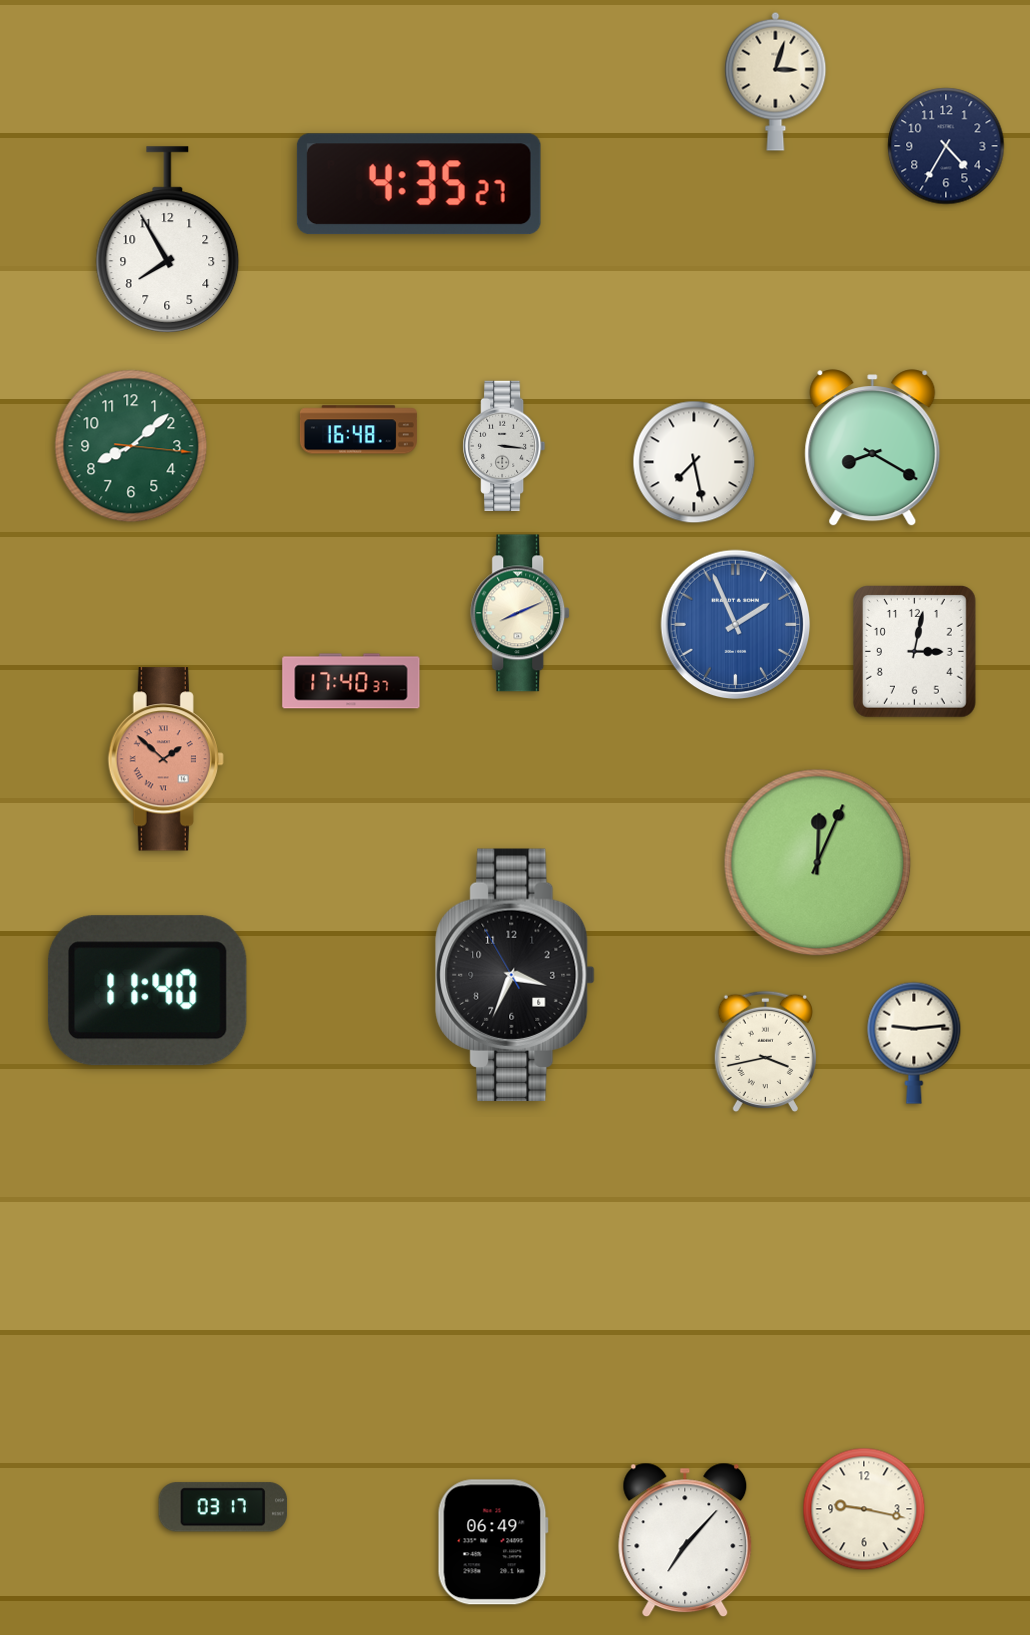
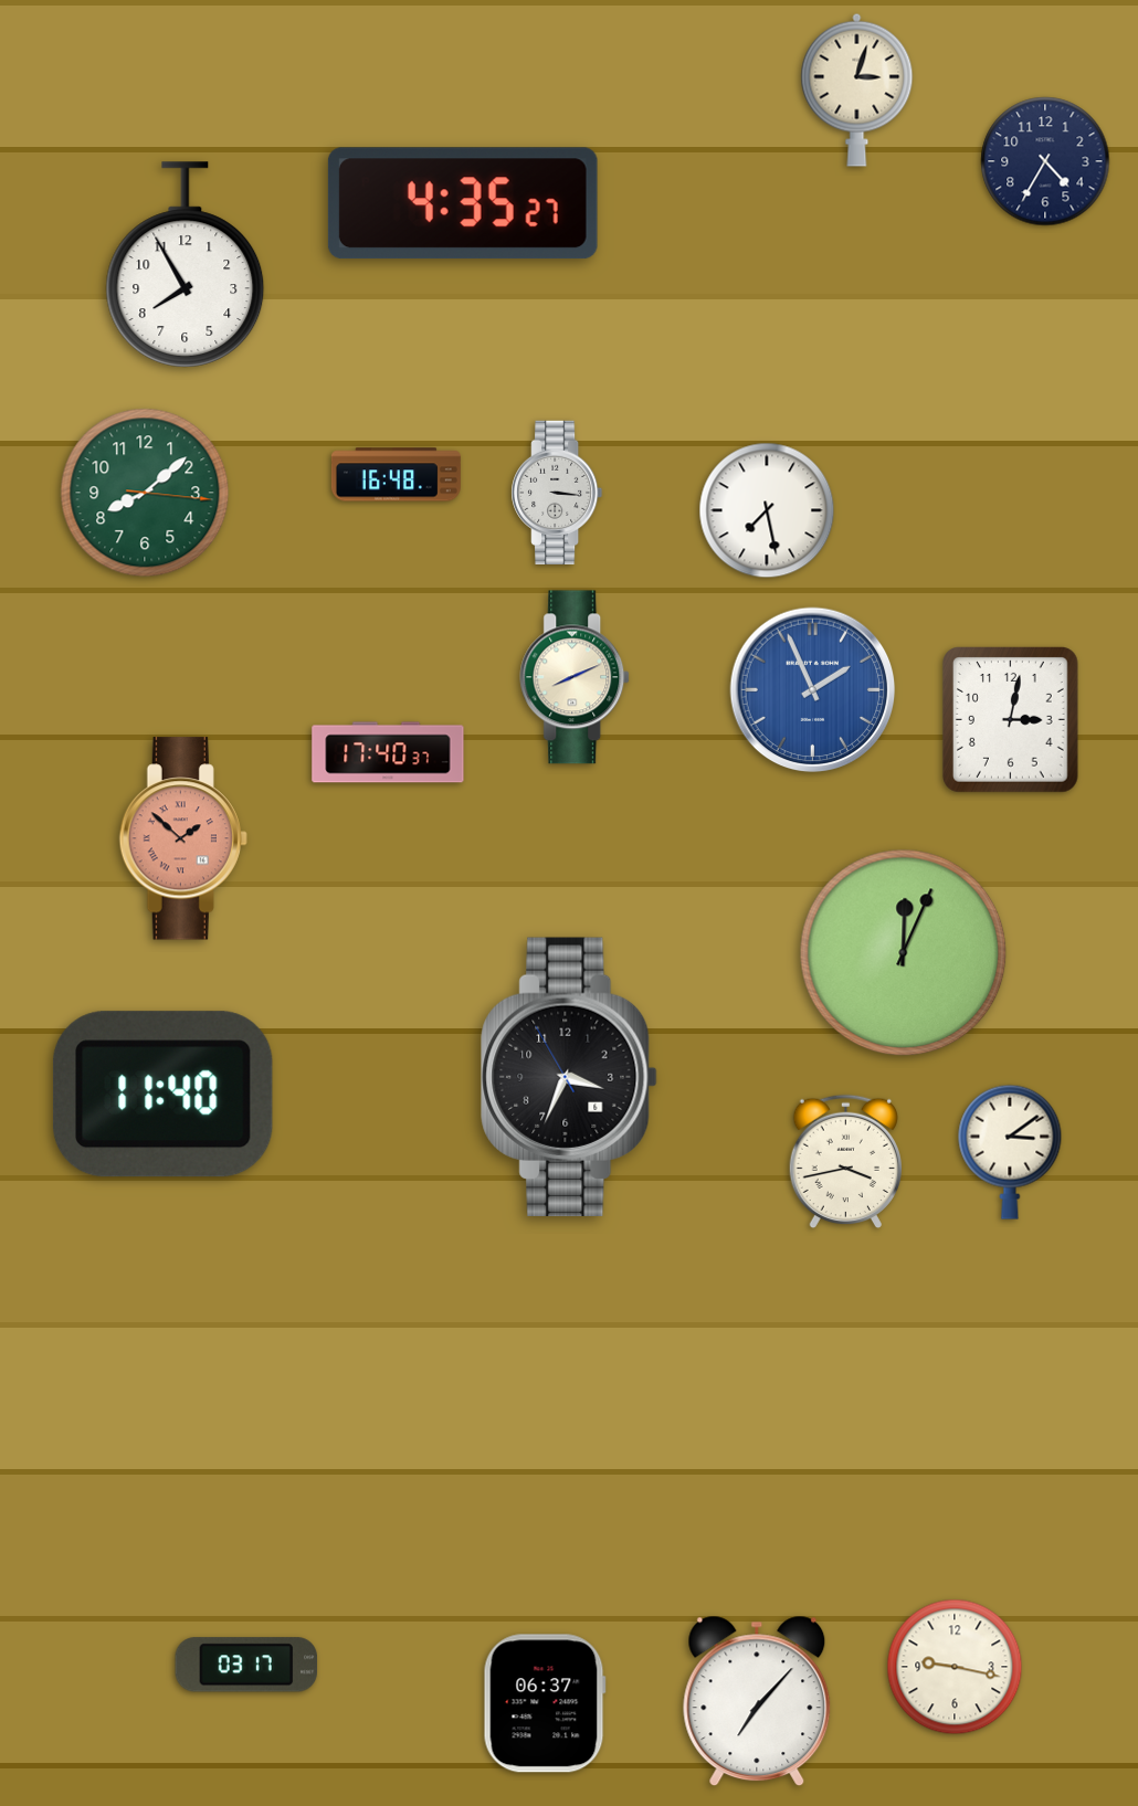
clock at (873, 448): 8:20 -> none
clock at (914, 1043): 9:14 -> 3:09
clock at (493, 1542): 06:49 -> 06:37
